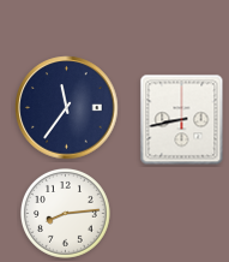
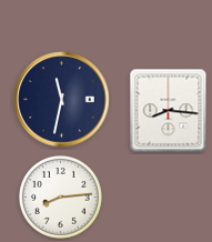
clock at (67, 108): 11:36 -> 11:32
clock at (182, 120): 8:43 -> 8:16
